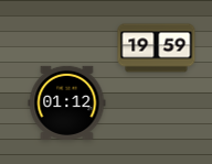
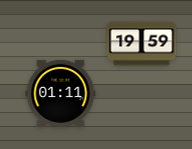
clock at (67, 102): 01:12 -> 01:11
